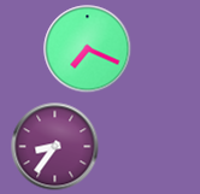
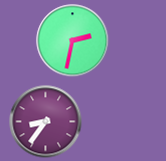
clock at (88, 49): 7:19 -> 2:32
